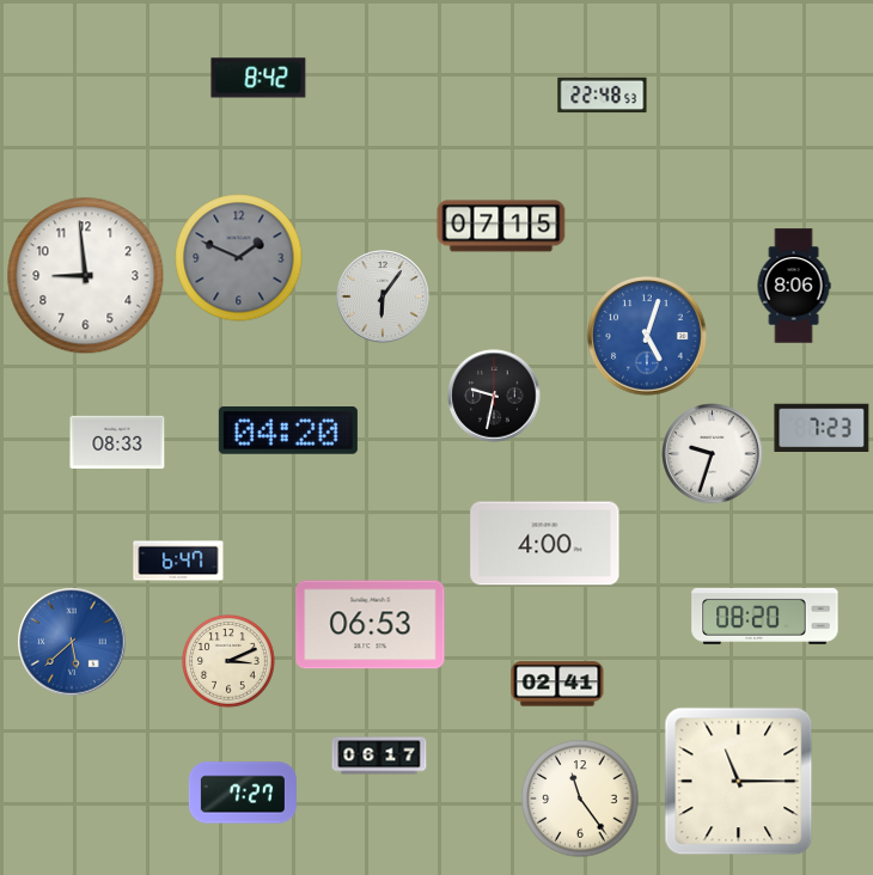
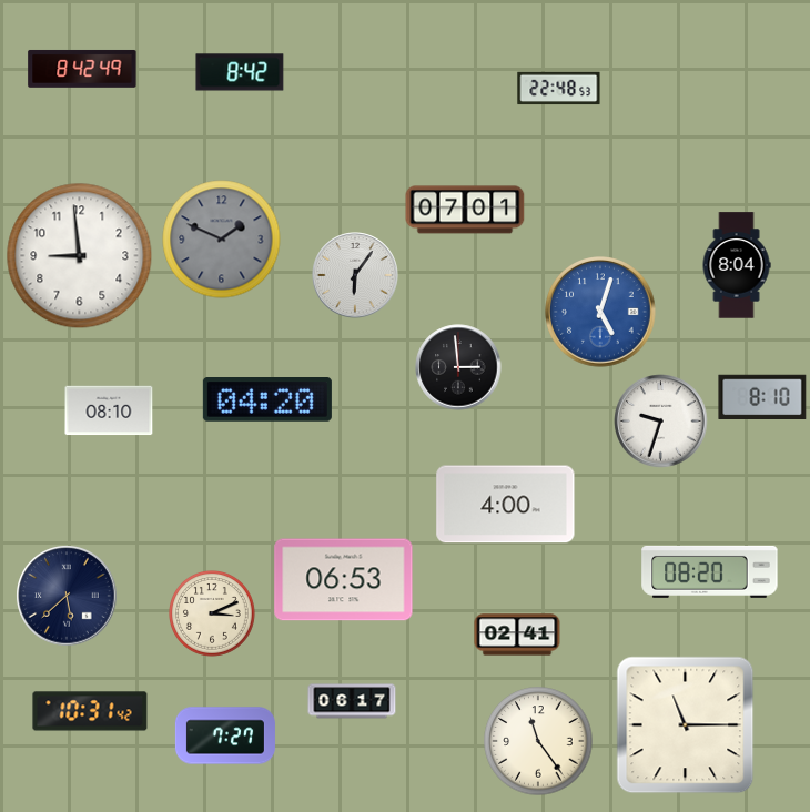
clock at (82, 69): none -> 8:42
clock at (501, 226): 07:15 -> 07:01
clock at (794, 286): 8:06 -> 8:04
clock at (494, 396): 9:32 -> 2:59
clock at (822, 428): 7:23 -> 8:10
clock at (117, 442): 08:33 -> 08:10
clock at (178, 561): 6:47 -> none
clock at (72, 642) dial: blue -> navy
clock at (90, 711): none -> 10:31
